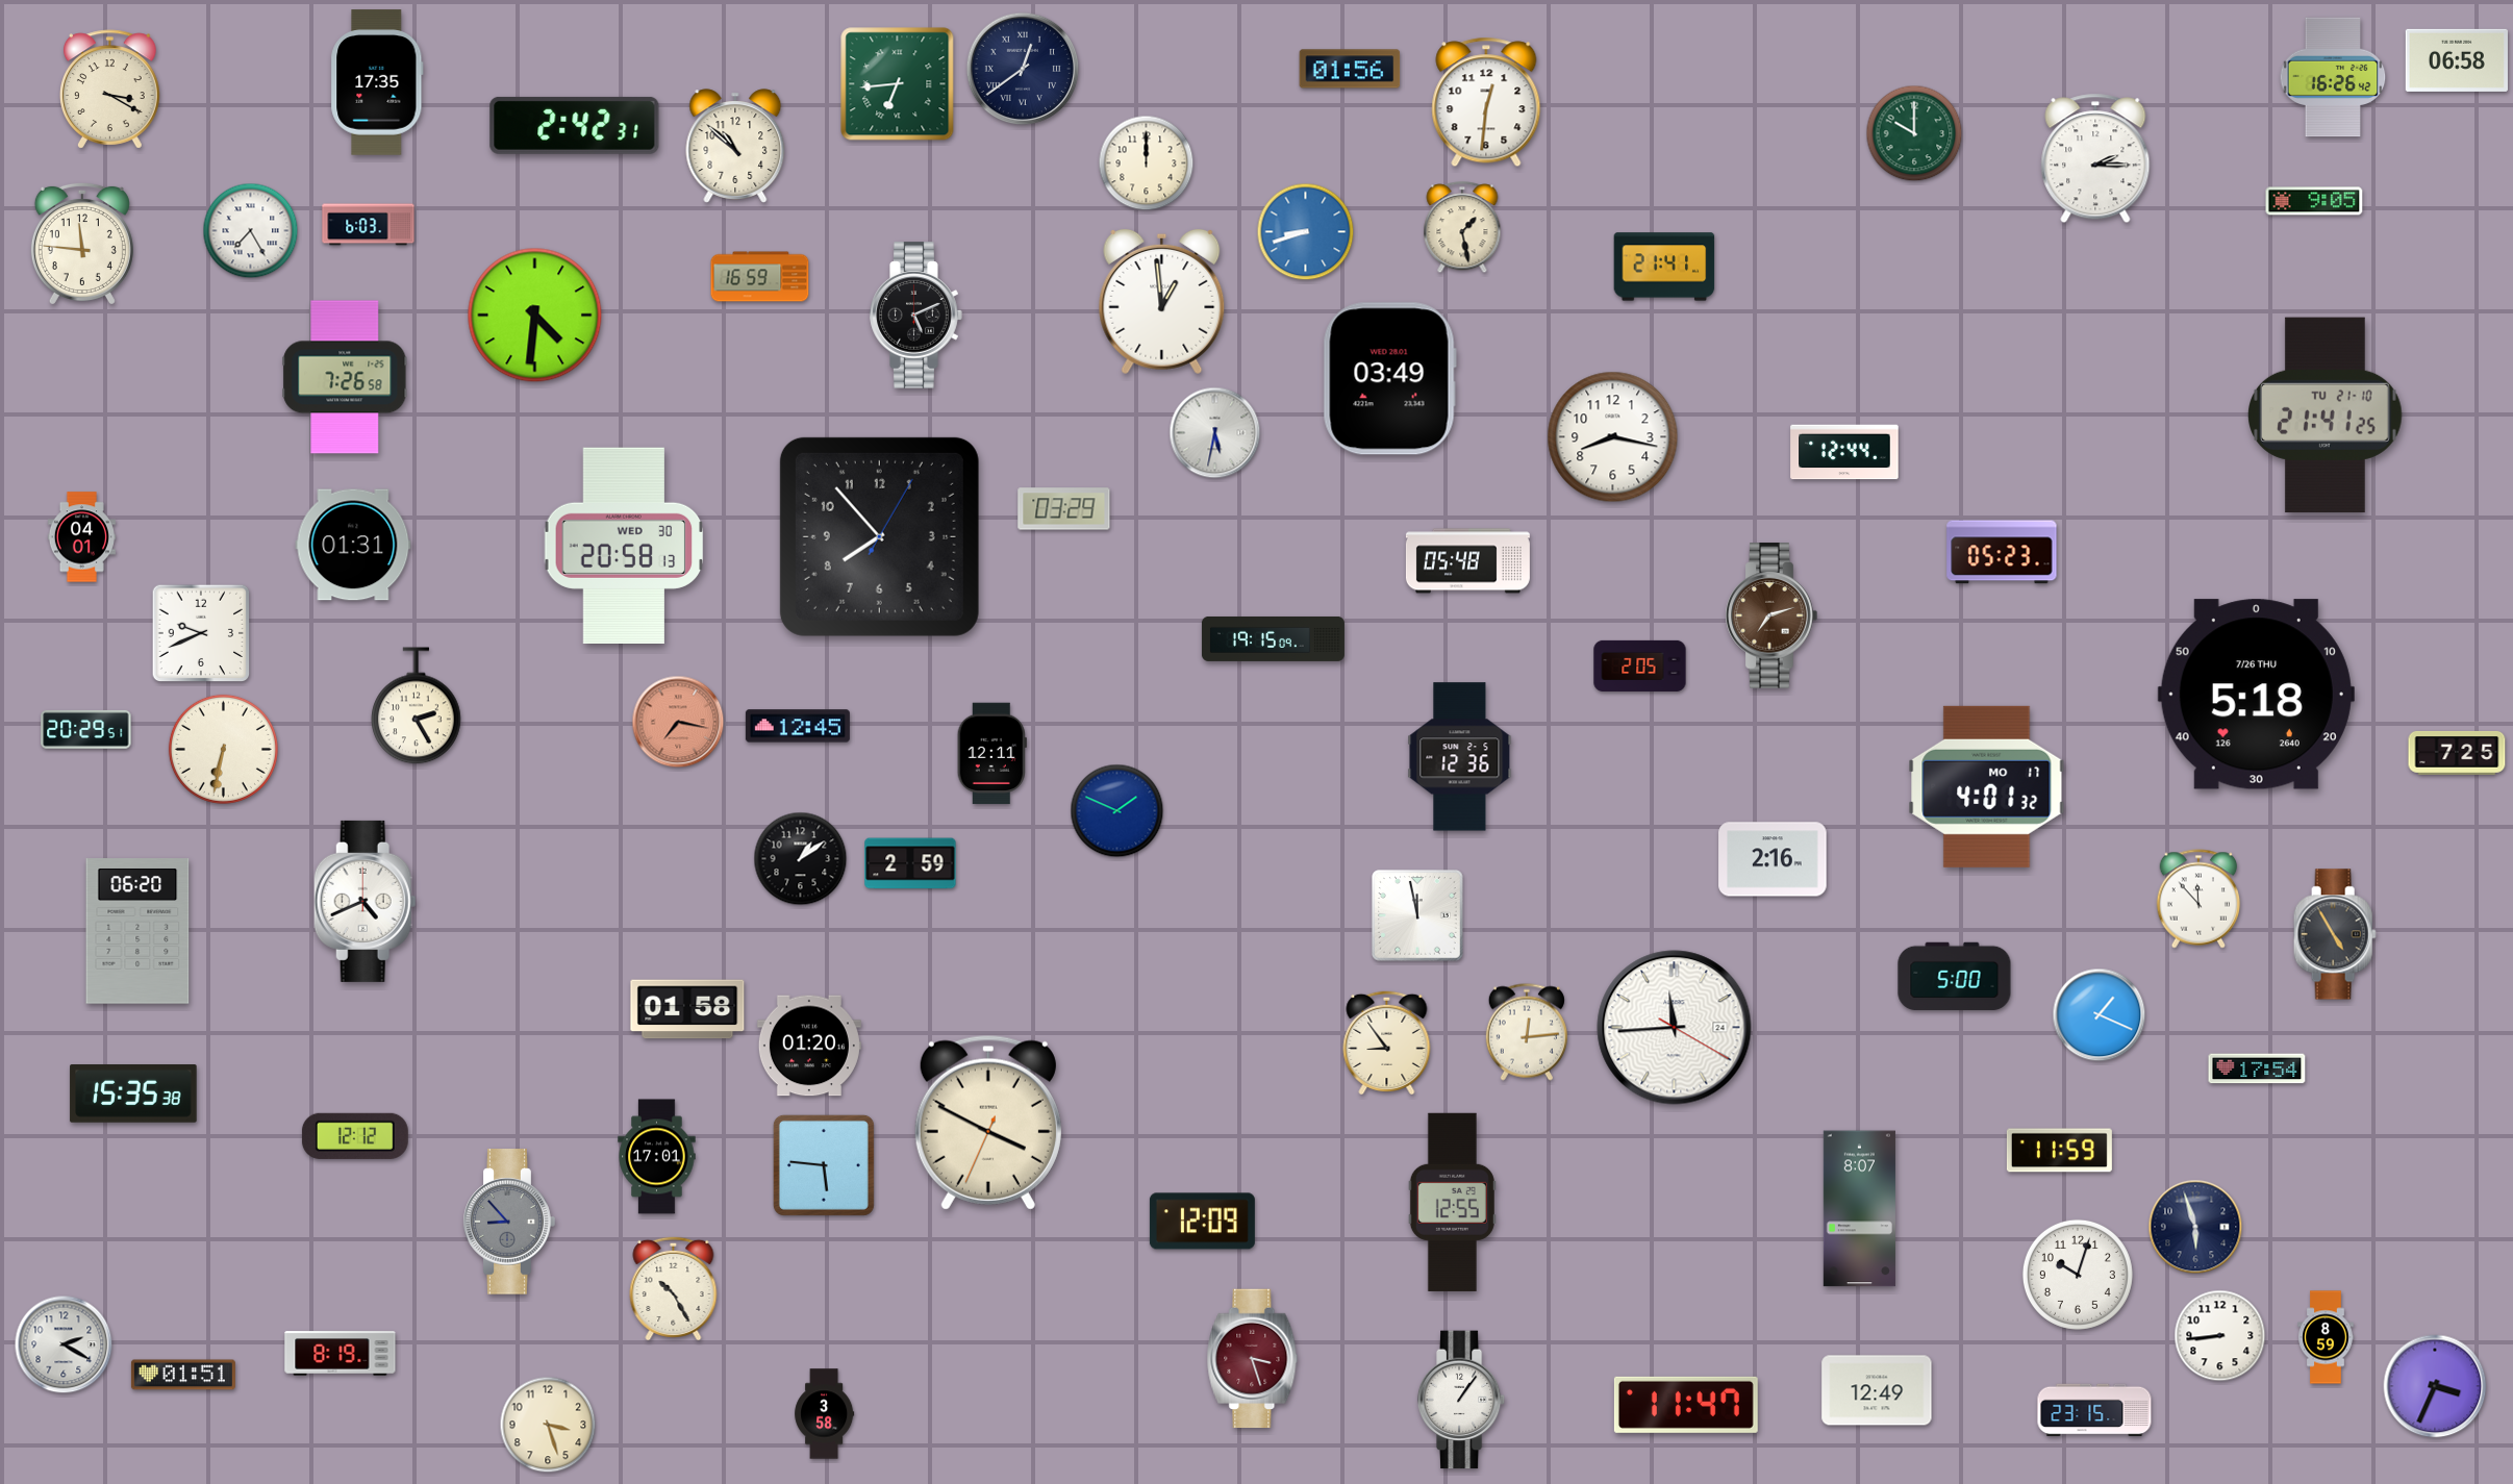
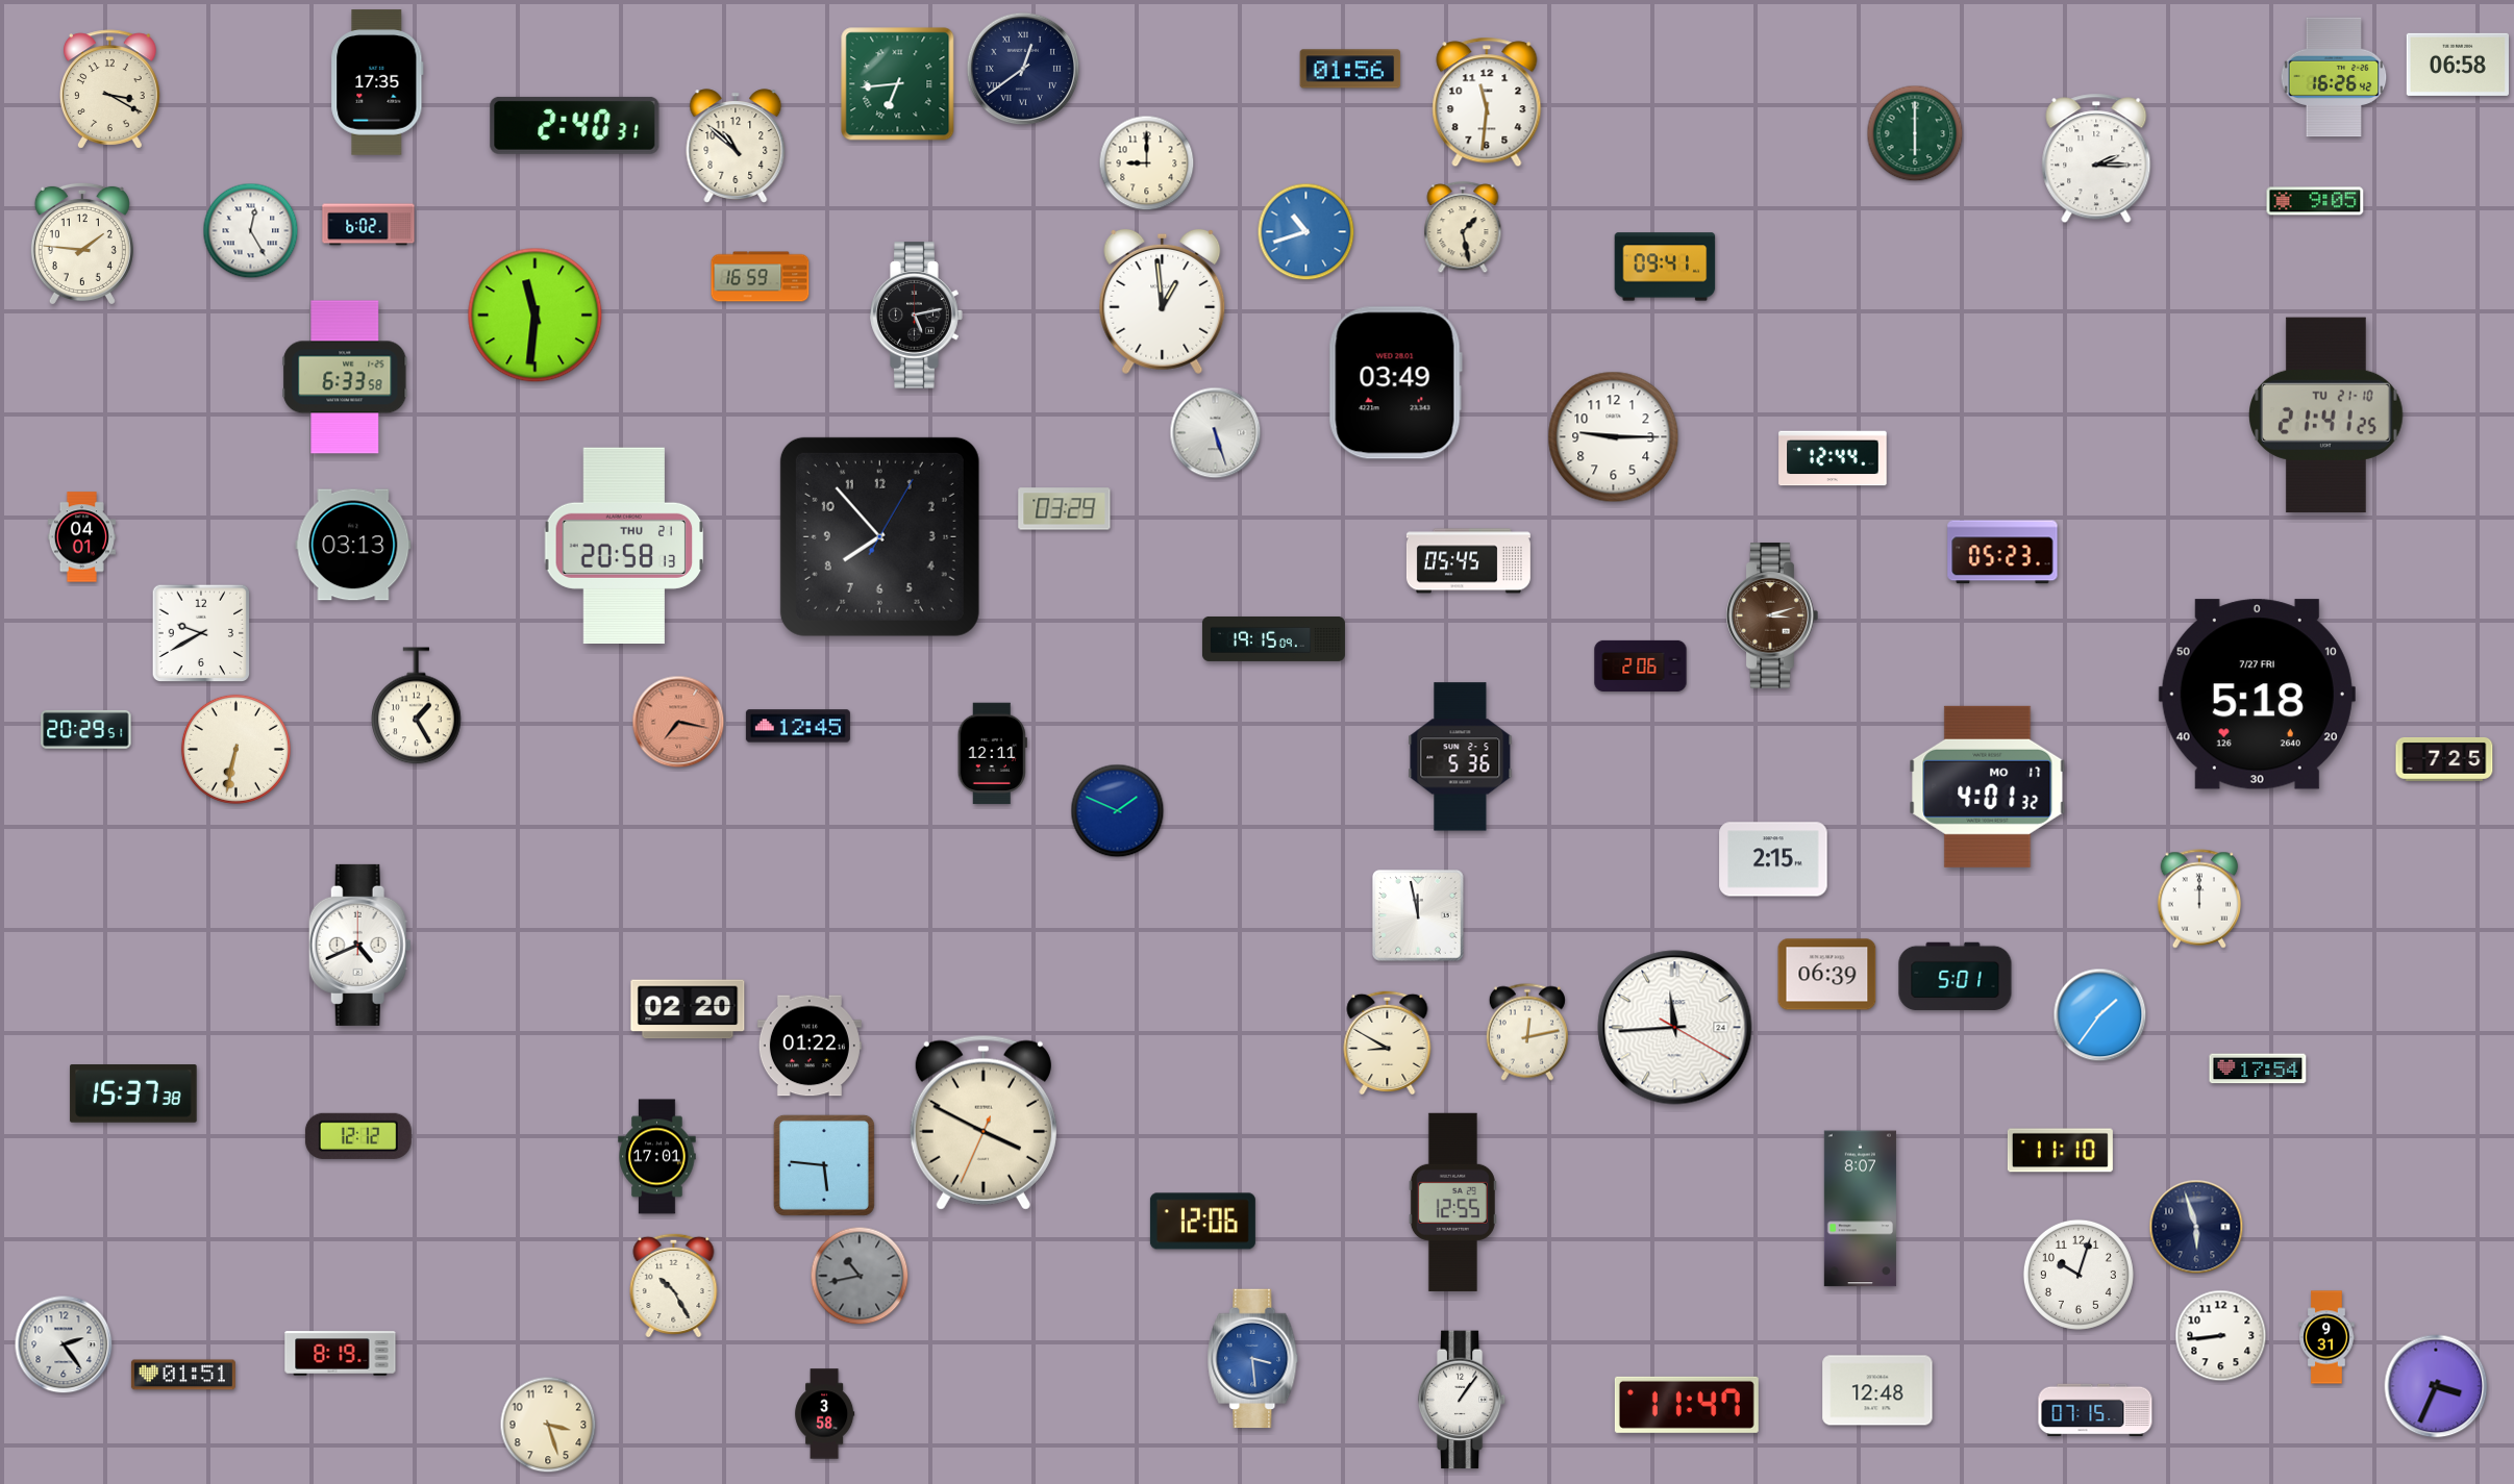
clock at (2456, 60) position: (2456, 60) -> (2457, 65)
clock at (1486, 102): 12:31 -> 11:31
clock at (575, 125): 2:42 -> 2:40
clock at (1914, 133): 10:00 -> 6:00
clock at (1147, 164): 12:00 -> 9:00
clock at (369, 225): 6:03 -> 6:02
clock at (251, 231): 7:25 -> 12:25
clock at (1306, 232): 8:42 -> 10:42
clock at (82, 243): 11:46 -> 1:46
clock at (1664, 267): 21:41 -> 09:41
clock at (535, 316): 4:31 -> 11:31
clock at (916, 316): 5:11 -> 5:13
clock at (345, 377): 7:26 -> 6:33
clock at (1389, 379) position: (1389, 379) -> (1395, 383)
clock at (1215, 433): 5:32 -> 5:27
clock at (1613, 437): 8:17 -> 9:15
clock at (1844, 452) position: (1844, 452) -> (1833, 458)
clock at (353, 545): 01:31 -> 03:13
clock at (624, 545) date: WED 30 -> THU 21
clock at (1467, 561): 05:48 -> 05:45
clock at (1771, 615): 7:12 -> 3:12
clock at (201, 633): 9:41 -> 9:40
clock at (1640, 665): 2:05 -> 2:06
clock at (2256, 695) date: 7/26 THU -> 7/27 FRI
clock at (417, 706): 2:25 -> 1:25
clock at (223, 749) position: (223, 749) -> (235, 749)
clock at (2457, 753) position: (2457, 753) -> (2444, 759)
clock at (1460, 757): 12:36 -> 5:36
clock at (801, 859): 1:09 -> none
clock at (1773, 859): 2:16 -> 2:15
clock at (910, 863): 2:59 -> none
clock at (2198, 899): 11:53 -> 12:00
clock at (365, 901) position: (365, 901) -> (359, 945)
clock at (137, 931): 06:20 -> none
clock at (2335, 934): 4:55 -> none
clock at (1827, 975): none -> 06:39
clock at (1955, 977): 5:00 -> 5:01
clock at (687, 1009): 01:58 -> 02:20
clock at (2100, 1015): 1:19 -> 1:36
clock at (1527, 1032): 12:14 -> 12:13
clock at (1387, 1041): 8:54 -> 8:50
clock at (809, 1046): 01:20 -> 01:22
clock at (133, 1093): 15:35 -> 15:37
clock at (988, 1123) position: (988, 1123) -> (984, 1123)
clock at (355, 1136) position: (355, 1136) -> (358, 1136)
clock at (2059, 1151): 11:59 -> 11:10
clock at (509, 1222): 8:53 -> none
clock at (1202, 1222): 12:09 -> 12:06
clock at (860, 1276): none -> 10:43
clock at (674, 1287) position: (674, 1287) -> (674, 1284)
clock at (2326, 1337): 8:59 -> 9:31
clock at (64, 1344): 2:20 -> 2:24
clock at (1253, 1359): 3:27 -> 3:29
clock at (1253, 1359) dial: burgundy -> blue
clock at (1877, 1390): 12:49 -> 12:48
clock at (2094, 1410): 23:15 -> 07:15
